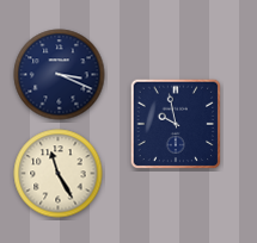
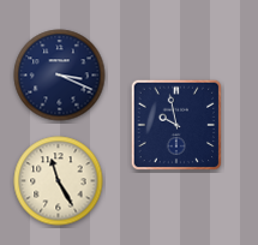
clock at (59, 174) position: (59, 174) -> (59, 181)
